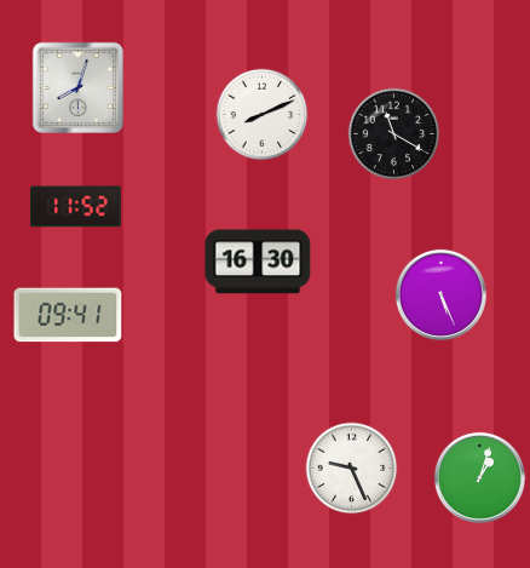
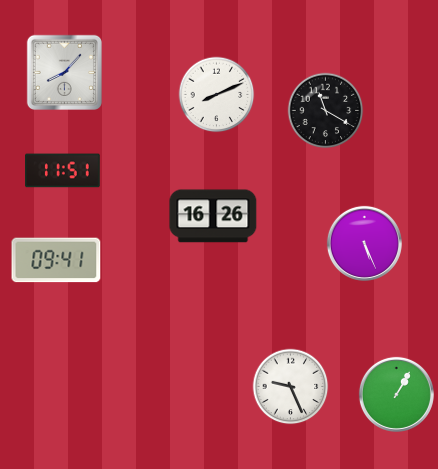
clock at (77, 87): 8:03 -> 8:07
clock at (76, 207): 11:52 -> 11:51
clock at (258, 262): 16:30 -> 16:26
clock at (479, 477): 1:03 -> 1:05
